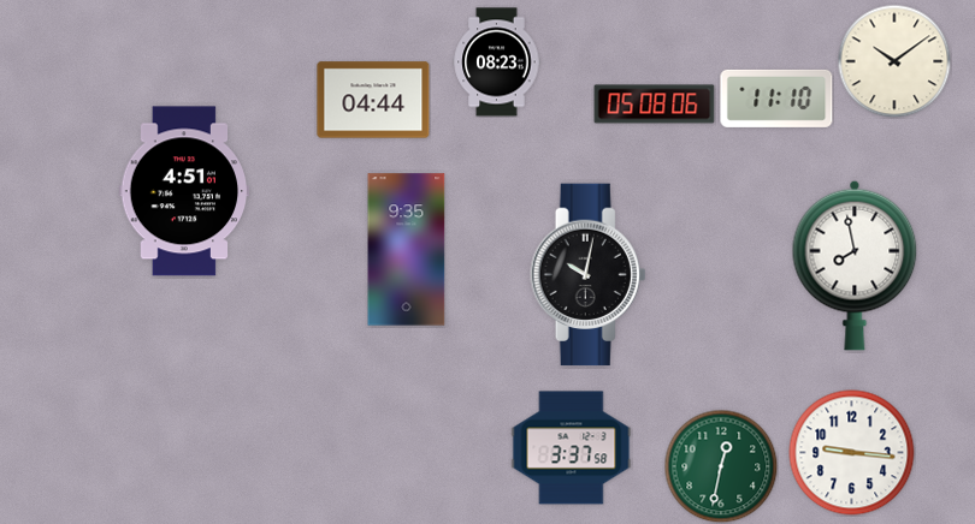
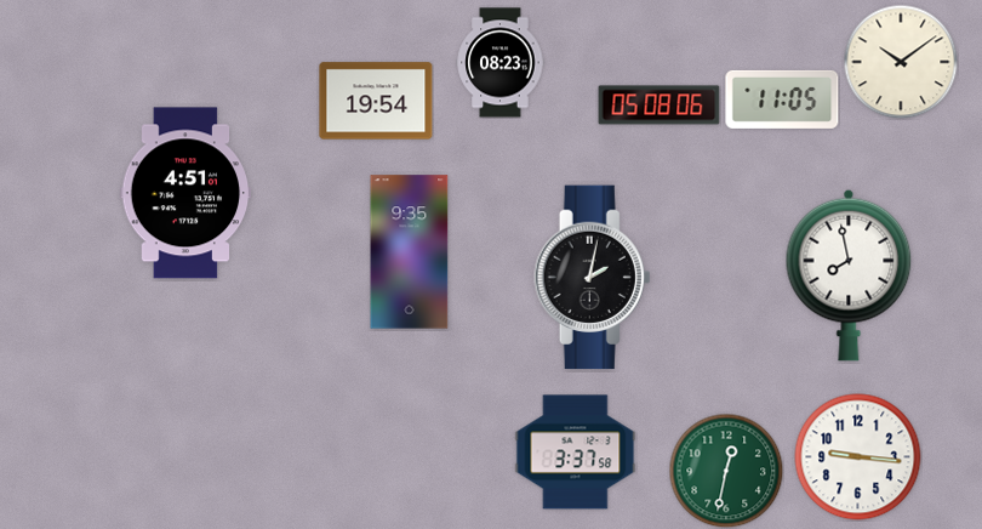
clock at (776, 99): 11:10 -> 11:05
clock at (373, 100): 04:44 -> 19:54
clock at (855, 266) position: (855, 266) -> (849, 275)
clock at (589, 275): 10:02 -> 2:02
